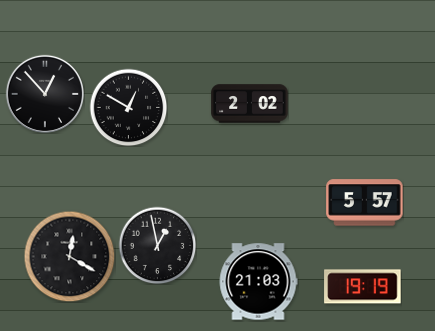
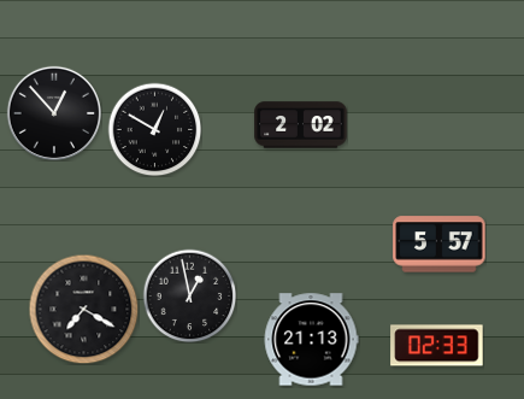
clock at (69, 256): 12:20 -> 7:20
clock at (258, 282): 21:03 -> 21:13
clock at (363, 287): 19:19 -> 02:33
